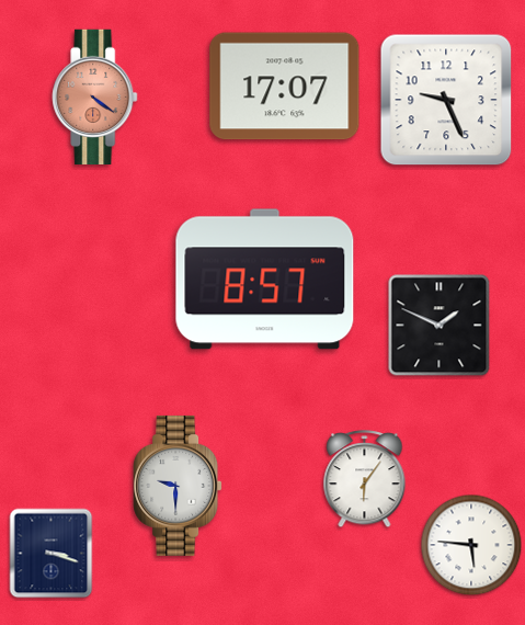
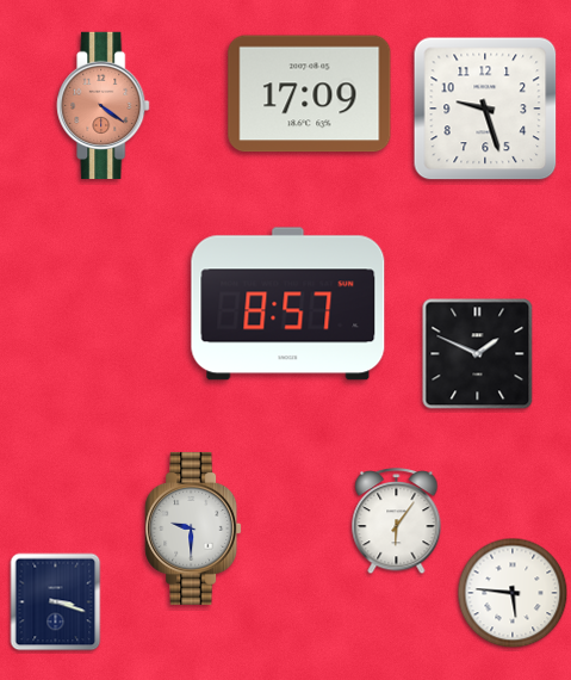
clock at (285, 87): 17:07 -> 17:09
clock at (446, 100): 9:26 -> 9:27
